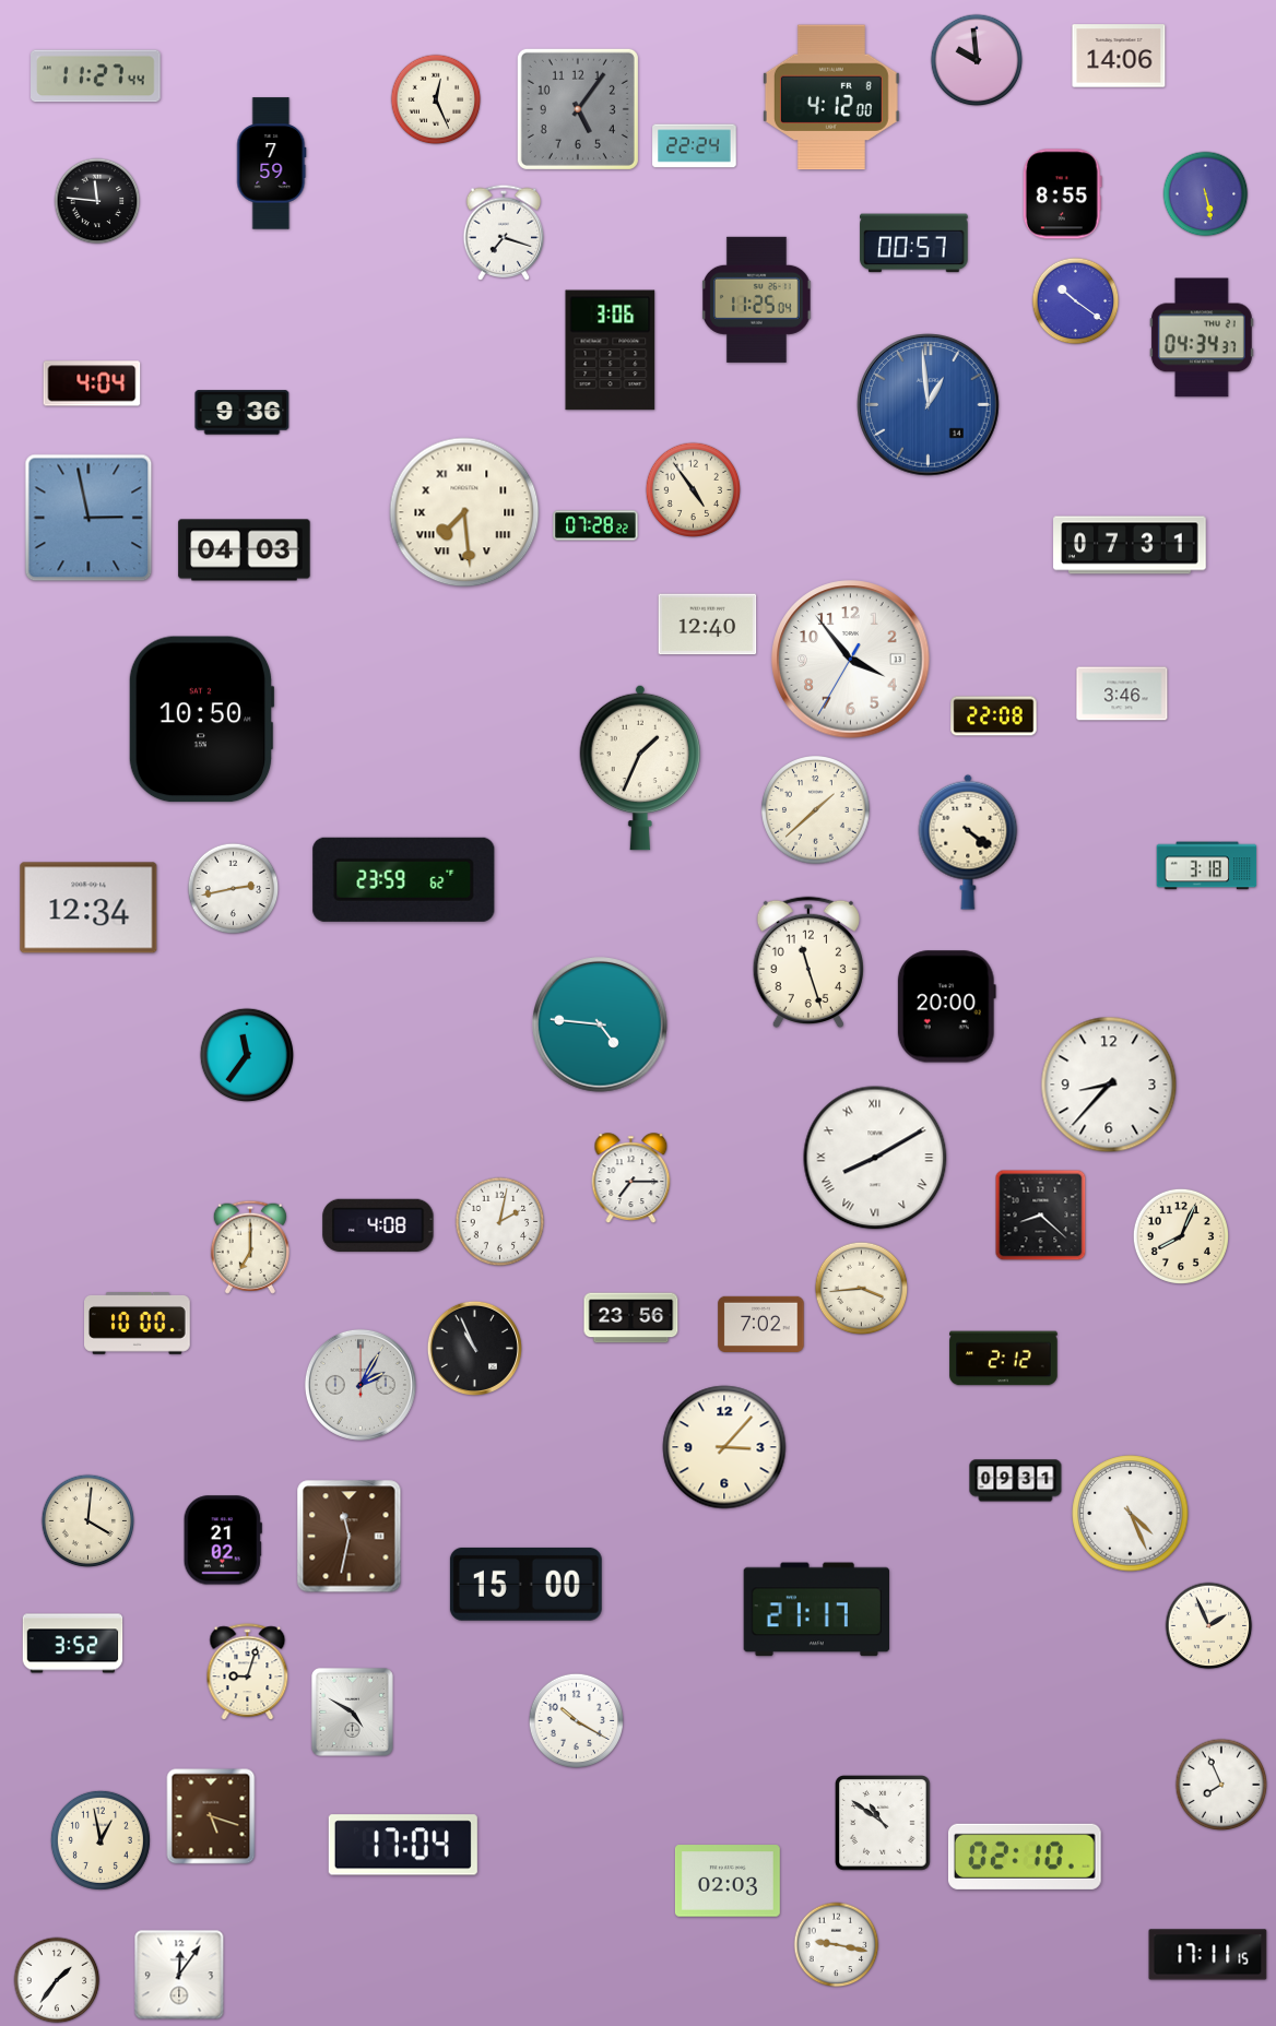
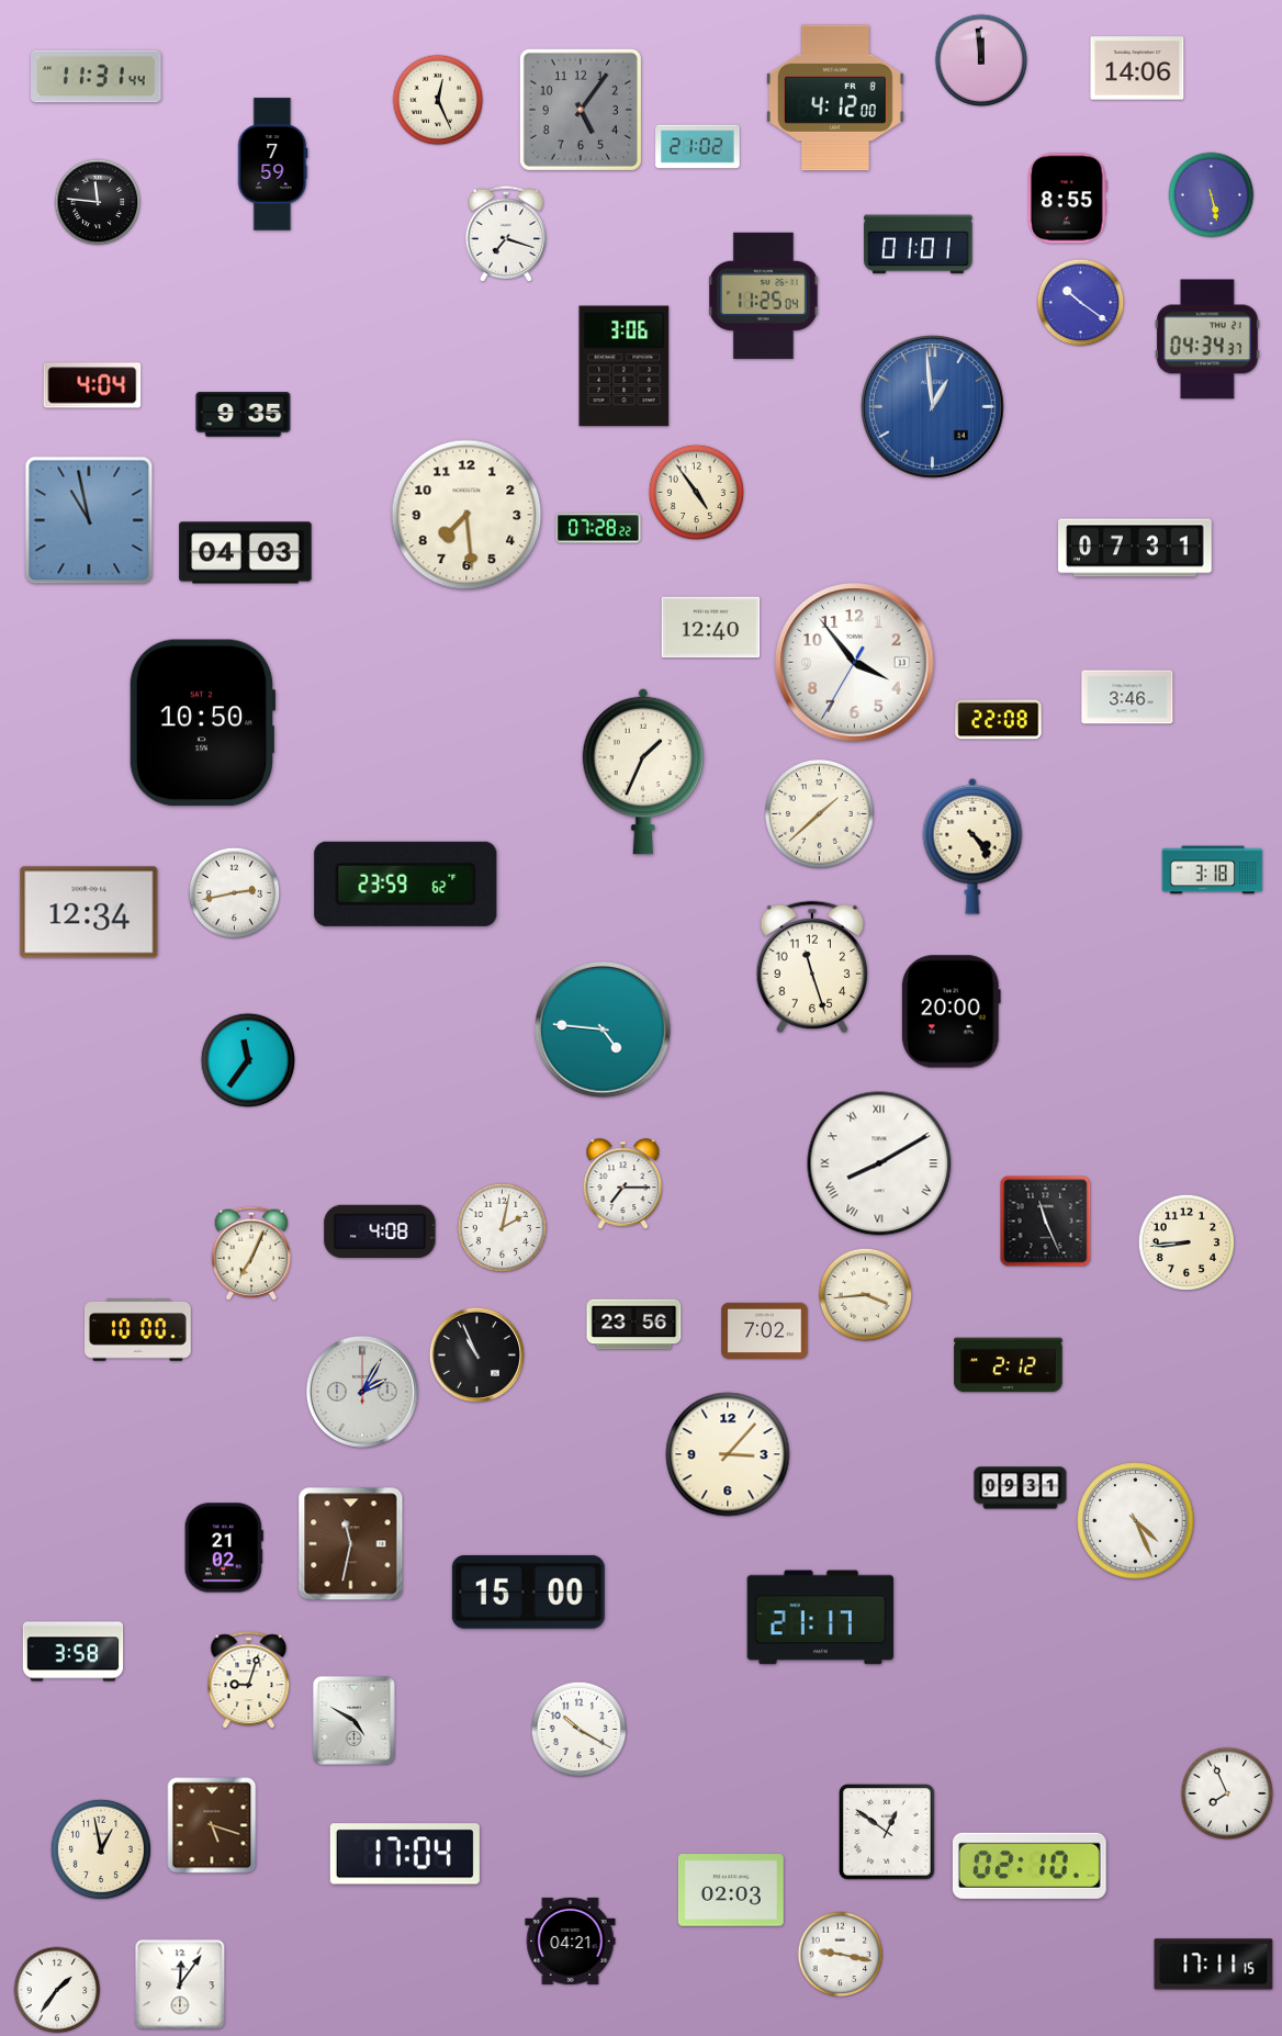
clock at (1119, 56) position: (1119, 56) -> (1137, 68)
clock at (977, 60): 9:59 -> 11:59
clock at (96, 76): 11:27 -> 11:31
clock at (695, 146): 22:24 -> 21:02
clock at (1062, 194) position: (1062, 194) -> (1067, 199)
clock at (914, 244): 00:57 -> 01:01
clock at (757, 299) position: (757, 299) -> (764, 295)
clock at (611, 351) position: (611, 351) -> (625, 367)
clock at (243, 413): 9:36 -> 9:35
clock at (464, 512) numerals: Roman -> Arabic
clock at (88, 518): 2:58 -> 10:58
clock at (968, 842): 4:21 -> 4:24
clock at (1109, 1085): 8:37 -> none
clock at (631, 1178) position: (631, 1178) -> (623, 1184)
clock at (1041, 1216): 8:22 -> 11:26
clock at (1181, 1236): 8:04 -> 8:44
clock at (250, 1247): 7:00 -> 7:04
clock at (88, 1521): 4:01 -> none
clock at (1209, 1626): 1:56 -> none
clock at (73, 1644): 3:52 -> 3:58
clock at (884, 1824): 10:51 -> 12:51
clock at (571, 1941): none -> 04:21
